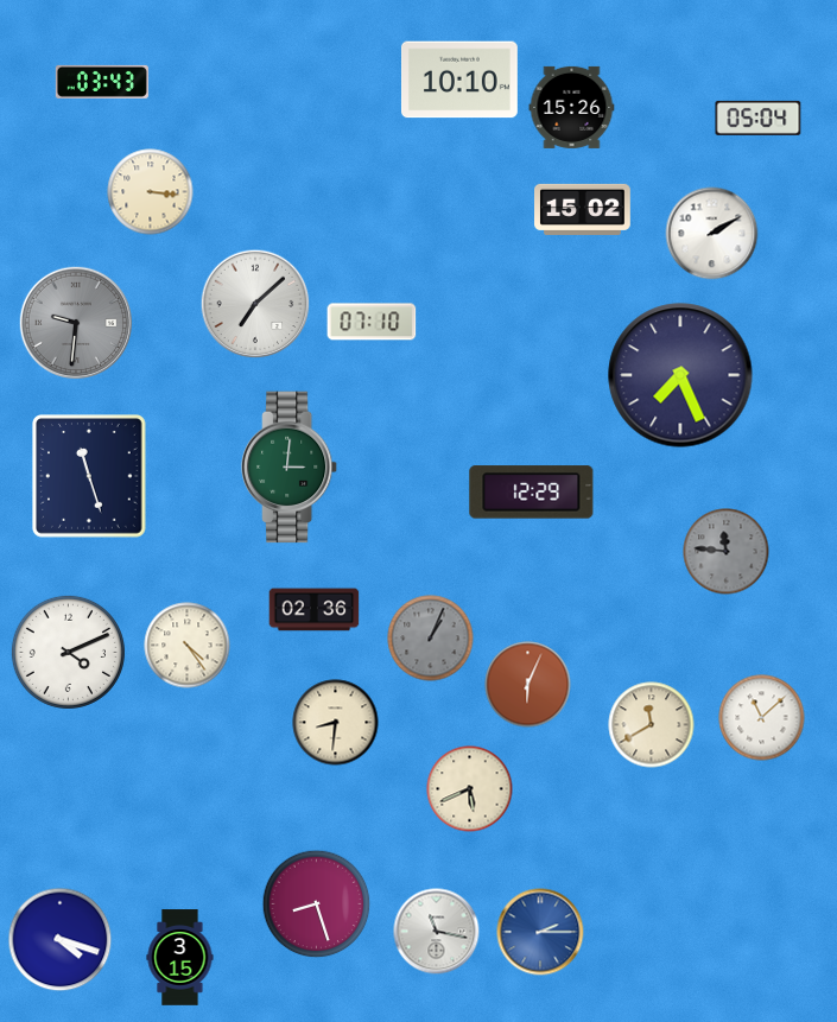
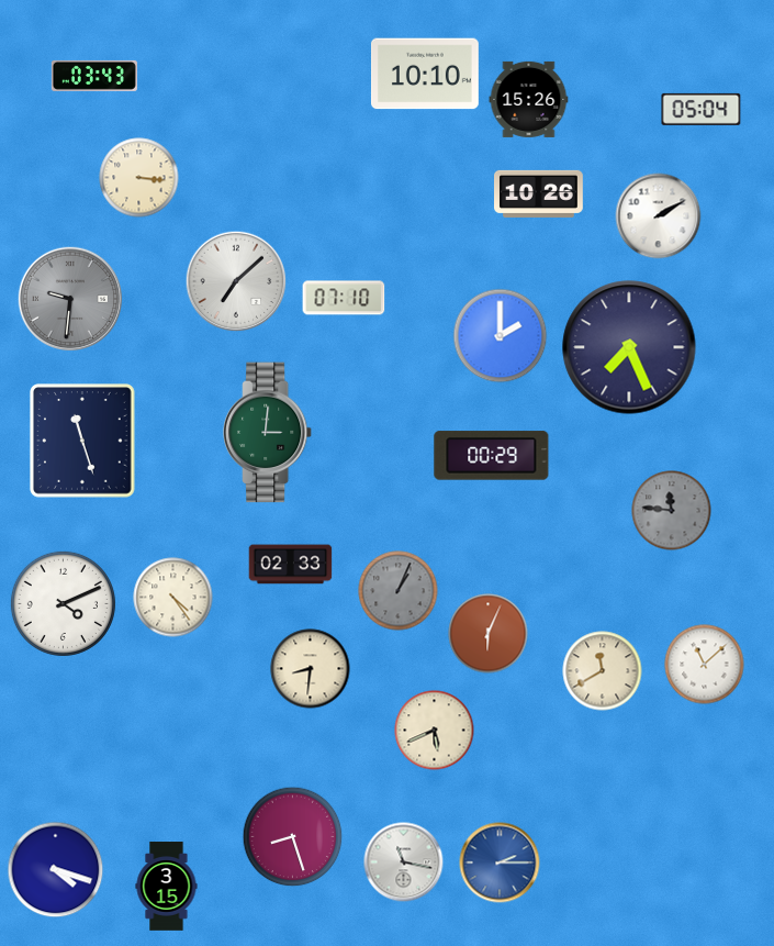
clock at (583, 209): 15:02 -> 10:26
clock at (501, 336): none -> 2:00
clock at (532, 493): 12:29 -> 00:29
clock at (315, 610): 02:36 -> 02:33
